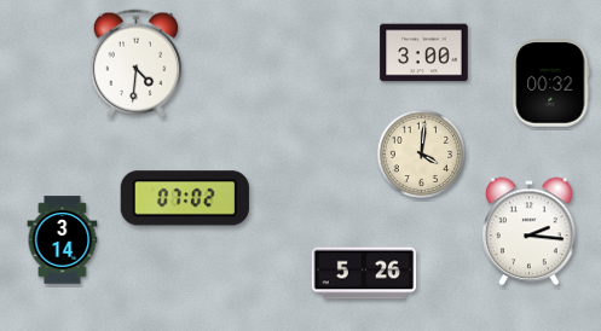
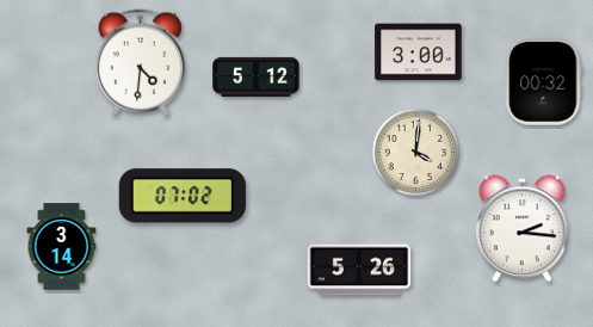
clock at (135, 64) position: (135, 64) -> (140, 63)
clock at (257, 76): none -> 5:12
clock at (63, 240) position: (63, 240) -> (62, 247)
